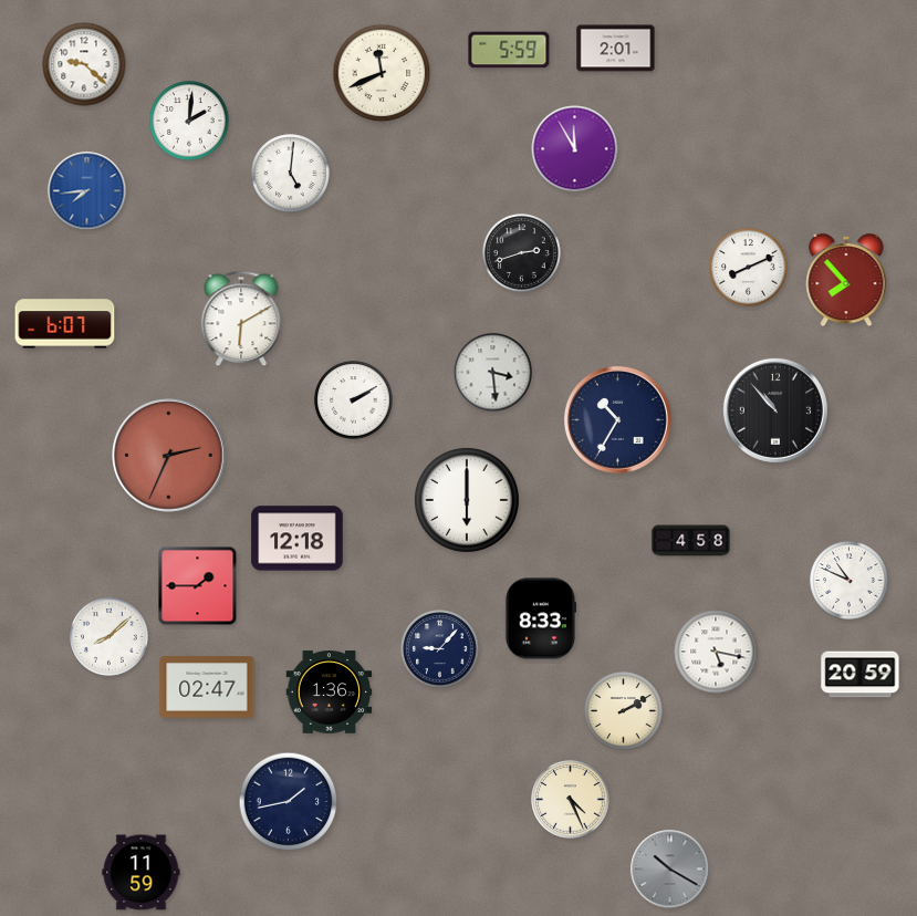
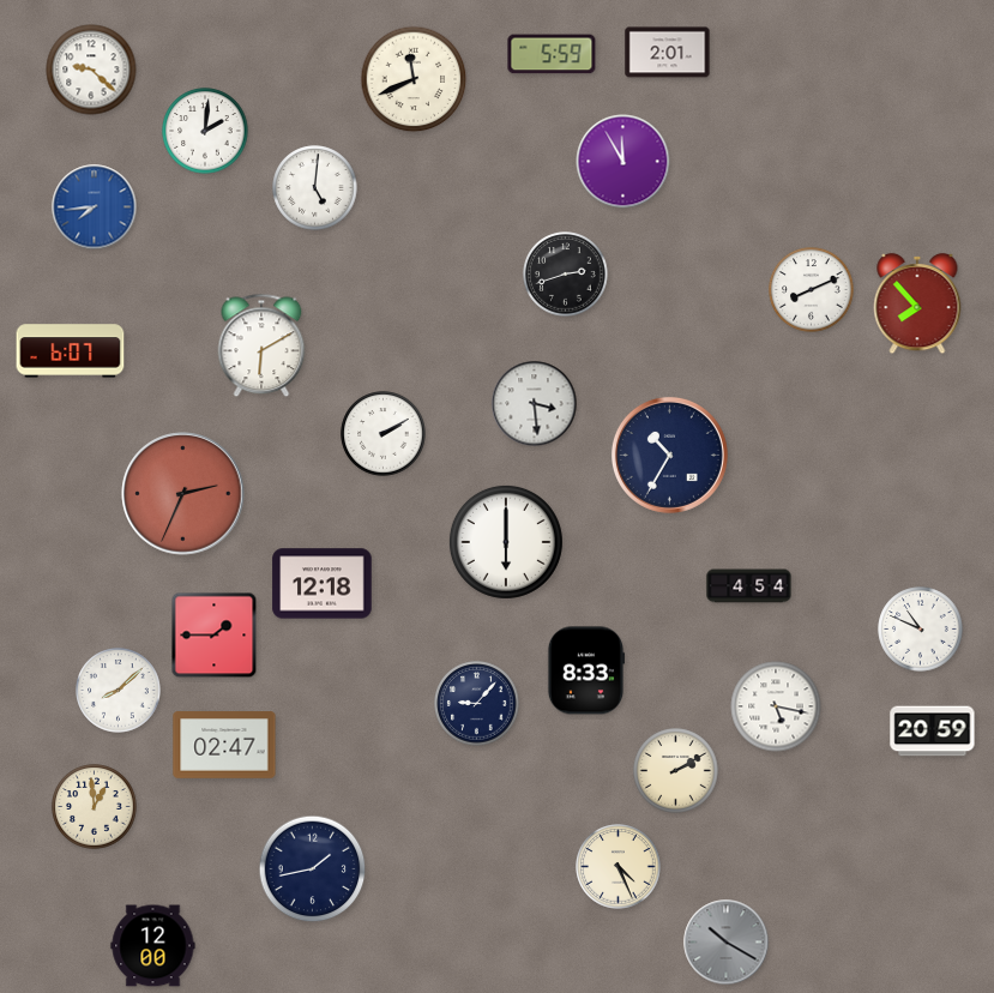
clock at (775, 410): 10:53 -> none
clock at (691, 541): 4:58 -> 4:54
clock at (330, 693): 1:36 -> none
clock at (95, 807): none -> 12:59
clock at (142, 873): 11:59 -> 12:00
